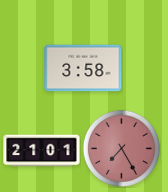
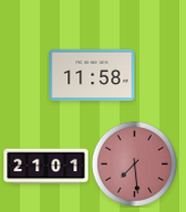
clock at (83, 68): 3:58 -> 11:58
clock at (121, 148): 7:25 -> 7:29
